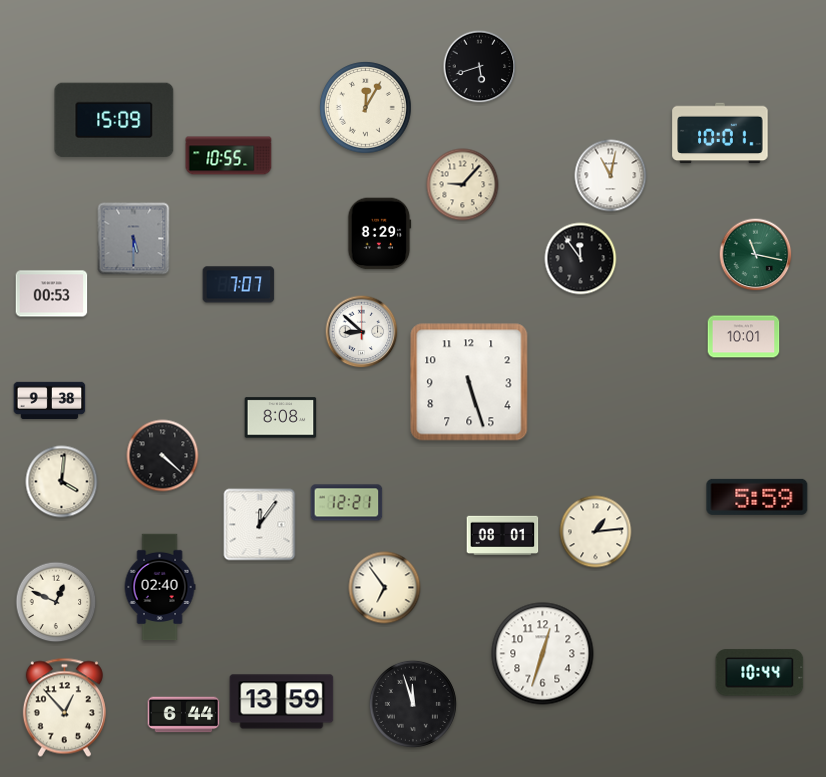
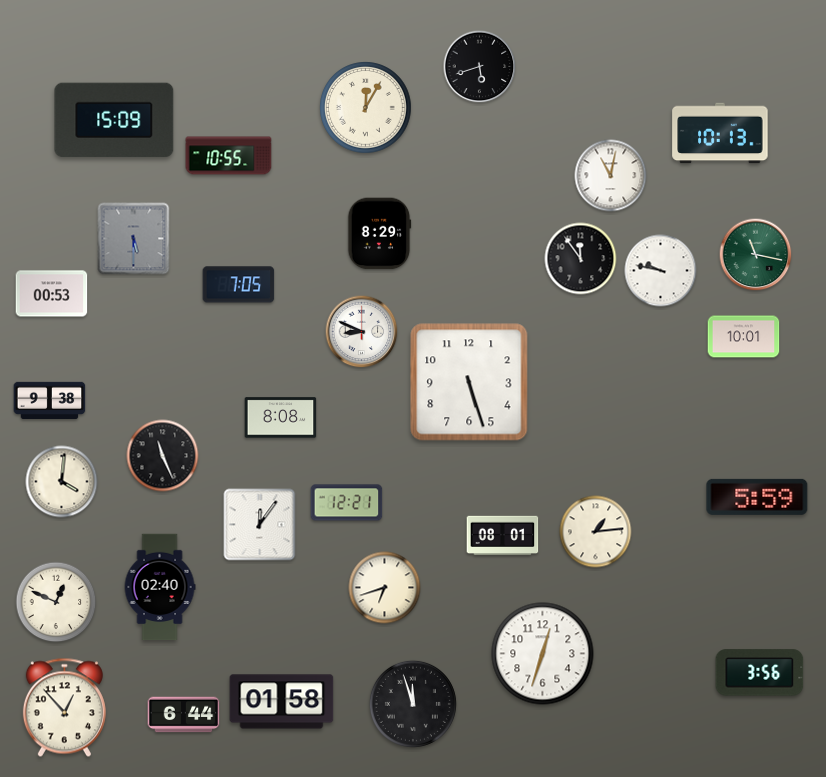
clock at (720, 133): 10:01 -> 10:13
clock at (463, 185): 9:07 -> none
clock at (661, 271): none -> 9:47
clock at (239, 285): 7:07 -> 7:05
clock at (362, 332): 8:52 -> 8:49
clock at (163, 456): 4:22 -> 11:26
clock at (385, 588): 6:54 -> 6:42
clock at (760, 673): 10:44 -> 3:56
clock at (282, 702): 13:59 -> 01:58
